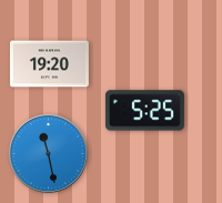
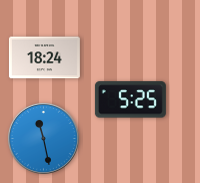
clock at (49, 64): 19:20 -> 18:24
